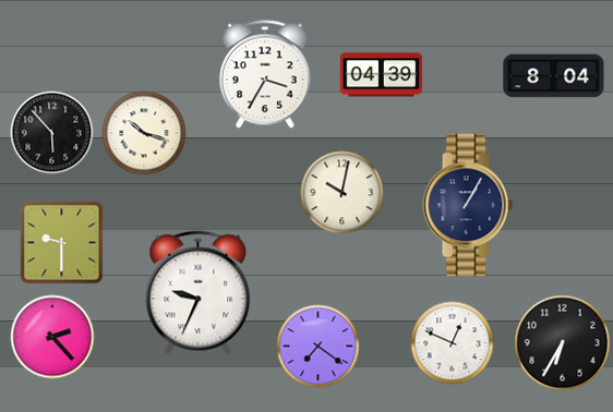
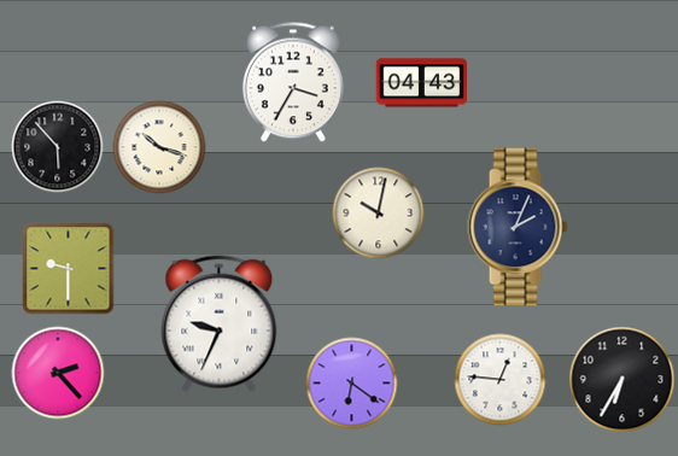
clock at (382, 75): 04:39 -> 04:43
clock at (554, 76): 8:04 -> none
clock at (468, 205): 1:05 -> 2:04
clock at (453, 343): 12:49 -> 12:46
clock at (318, 347): 7:21 -> 6:21
